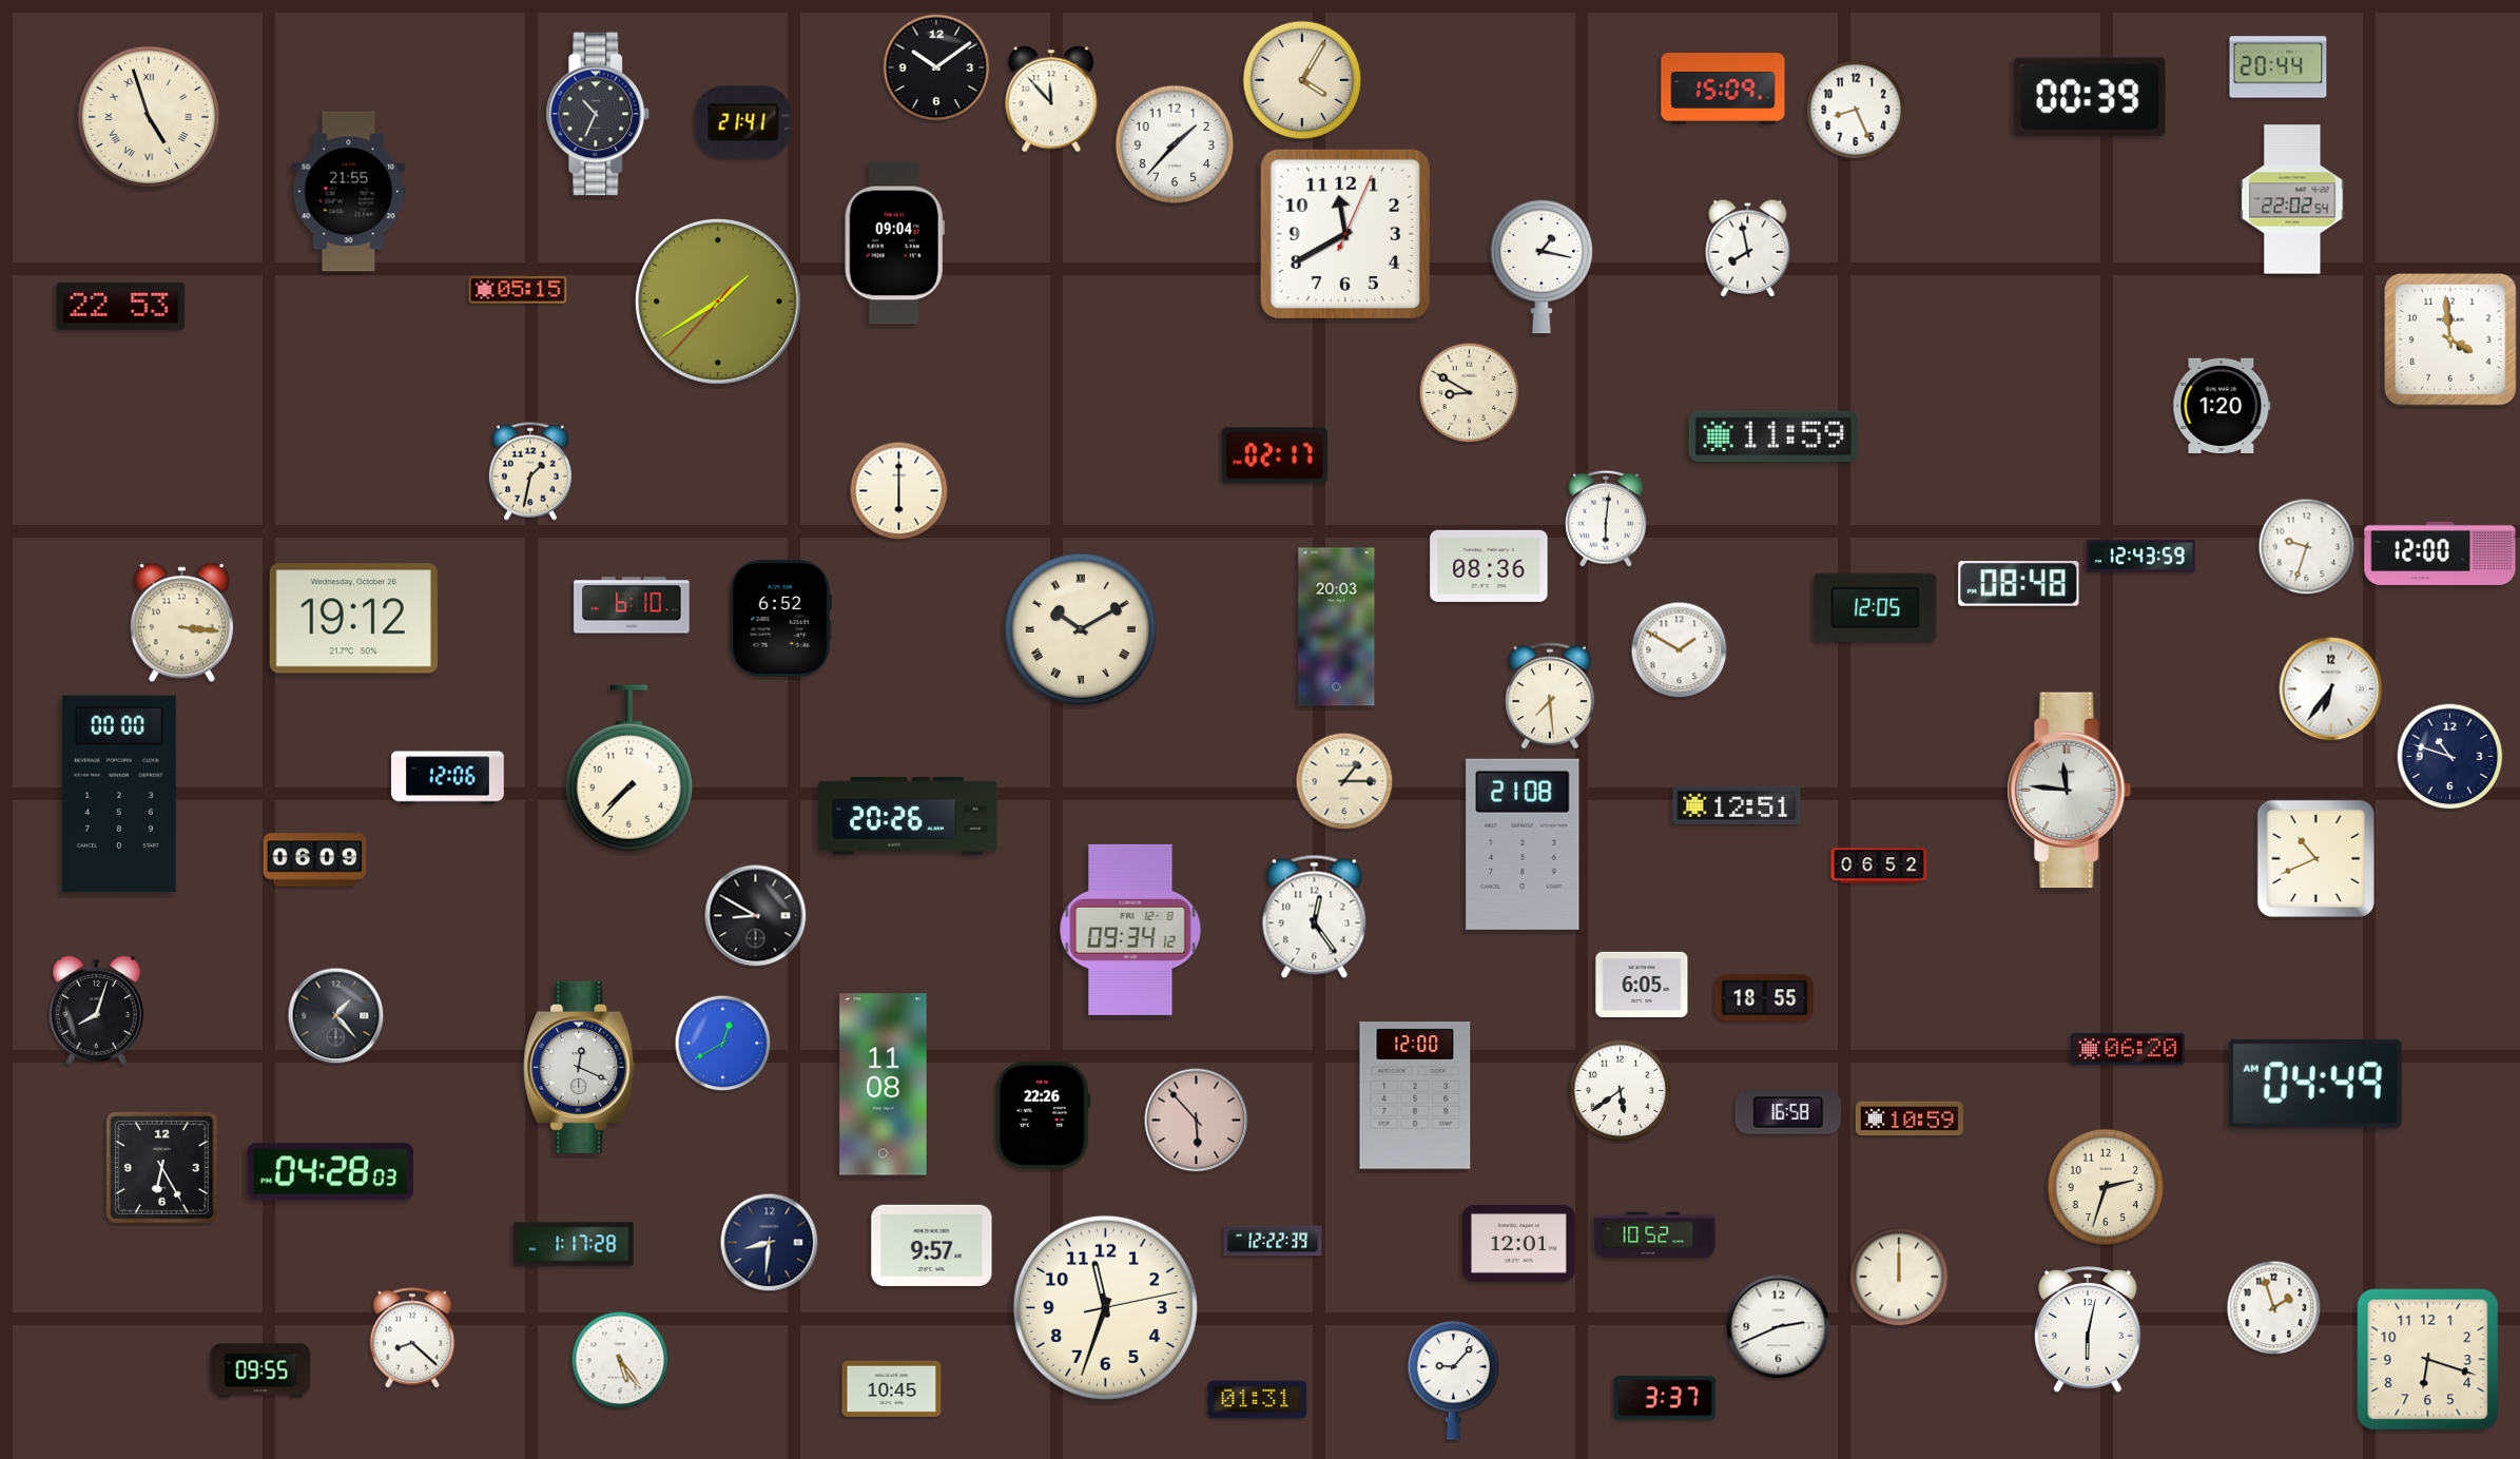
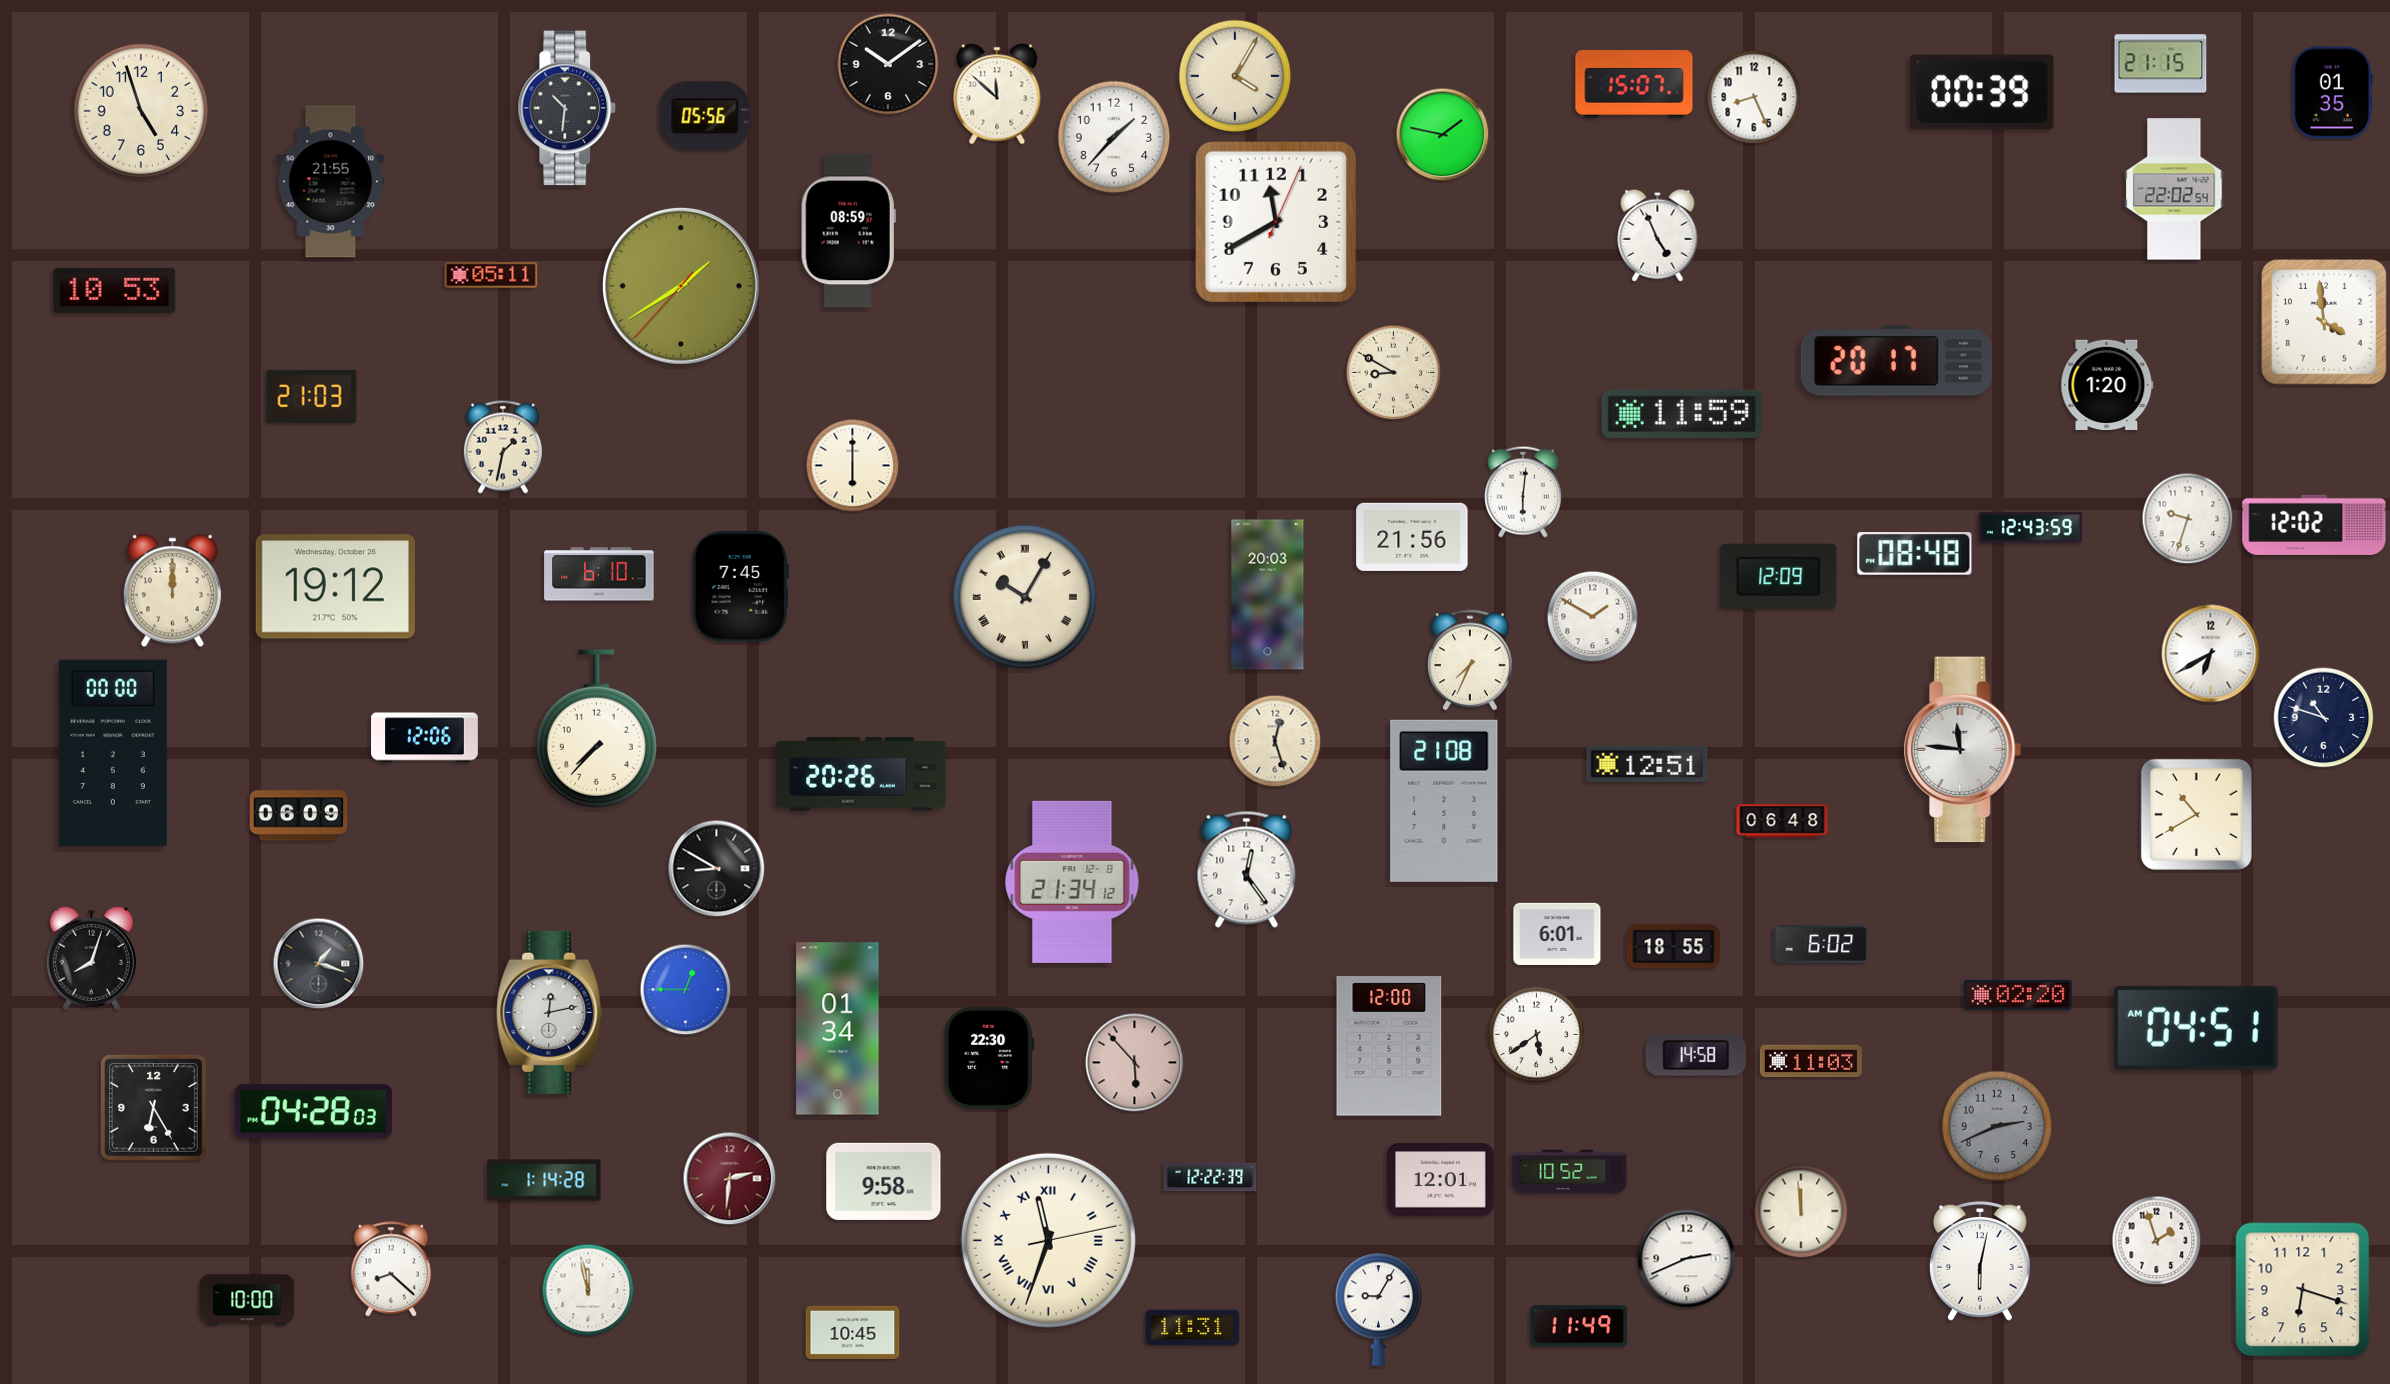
clock at (2279, 67): 20:44 -> 21:15
clock at (1723, 90): 15:09 -> 15:07
clock at (2332, 93): none -> 01:35
clock at (1051, 99): 11:53 -> 11:52
clock at (1856, 110) position: (1856, 110) -> (1754, 97)
clock at (598, 114): 10:34 -> 10:31
clock at (148, 116) numerals: Roman -> Arabic
clock at (743, 122): 21:41 -> 05:56
clock at (1443, 135): none -> 1:47
clock at (894, 244): 09:04 -> 08:59
clock at (1748, 248): 7:58 -> 4:56
clock at (1540, 267): 1:17 -> none
clock at (518, 291): 05:15 -> 05:11
clock at (121, 306): 22:53 -> 10:53
clock at (1896, 361): none -> 20:17
clock at (312, 396): none -> 21:03
clock at (1275, 455): 02:17 -> none
clock at (2440, 553): 12:00 -> 12:02
clock at (1489, 566): 08:36 -> 21:56
clock at (1876, 607): 12:05 -> 12:09
clock at (780, 619): 6:52 -> 7:45
clock at (181, 623): 3:16 -> 12:00
clock at (1081, 629): 10:10 -> 10:05
clock at (2331, 689): 6:36 -> 6:40
clock at (1551, 696): 7:29 -> 7:34
clock at (1344, 781): 1:15 -> 12:27
clock at (2315, 858): 10:41 -> 10:40
clock at (1879, 865): 06:52 -> 06:48
clock at (1130, 930): 09:34 -> 21:34
clock at (1642, 985): 6:05 -> 6:01
clock at (1821, 944): none -> 6:02
clock at (336, 1016): 1:23 -> 1:18
clock at (723, 1044): 12:40 -> 12:45
clock at (2129, 1049): 06:20 -> 02:20
clock at (580, 1067): 12:19 -> 12:13
clock at (2315, 1084): 04:49 -> 04:51
clock at (884, 1085): 11:08 -> 01:34
clock at (1415, 1095) position: (1415, 1095) -> (1389, 1046)
clock at (1788, 1112): 16:58 -> 14:58
clock at (1043, 1115): 22:26 -> 22:30
clock at (1910, 1118): 10:59 -> 11:03
clock at (2106, 1187): 2:33 -> 2:41
clock at (2106, 1187) dial: cream -> grey
clock at (1273, 1241) position: (1273, 1241) -> (1210, 1177)
clock at (770, 1243): 8:31 -> 2:31
clock at (770, 1243) dial: navy -> burgundy
clock at (574, 1244): 1:17 -> 1:14
clock at (932, 1245): 9:57 -> 9:58
clock at (1899, 1277): 12:00 -> 11:59
clock at (1105, 1307) numerals: Arabic -> Roman
clock at (620, 1360): 5:24 -> 11:58
clock at (260, 1370): 09:55 -> 10:00
clock at (1454, 1380): 9:07 -> 9:05
clock at (892, 1388) position: (892, 1388) -> (853, 1332)
clock at (1665, 1398): 3:37 -> 11:49
clock at (1258, 1400): 01:31 -> 11:31
